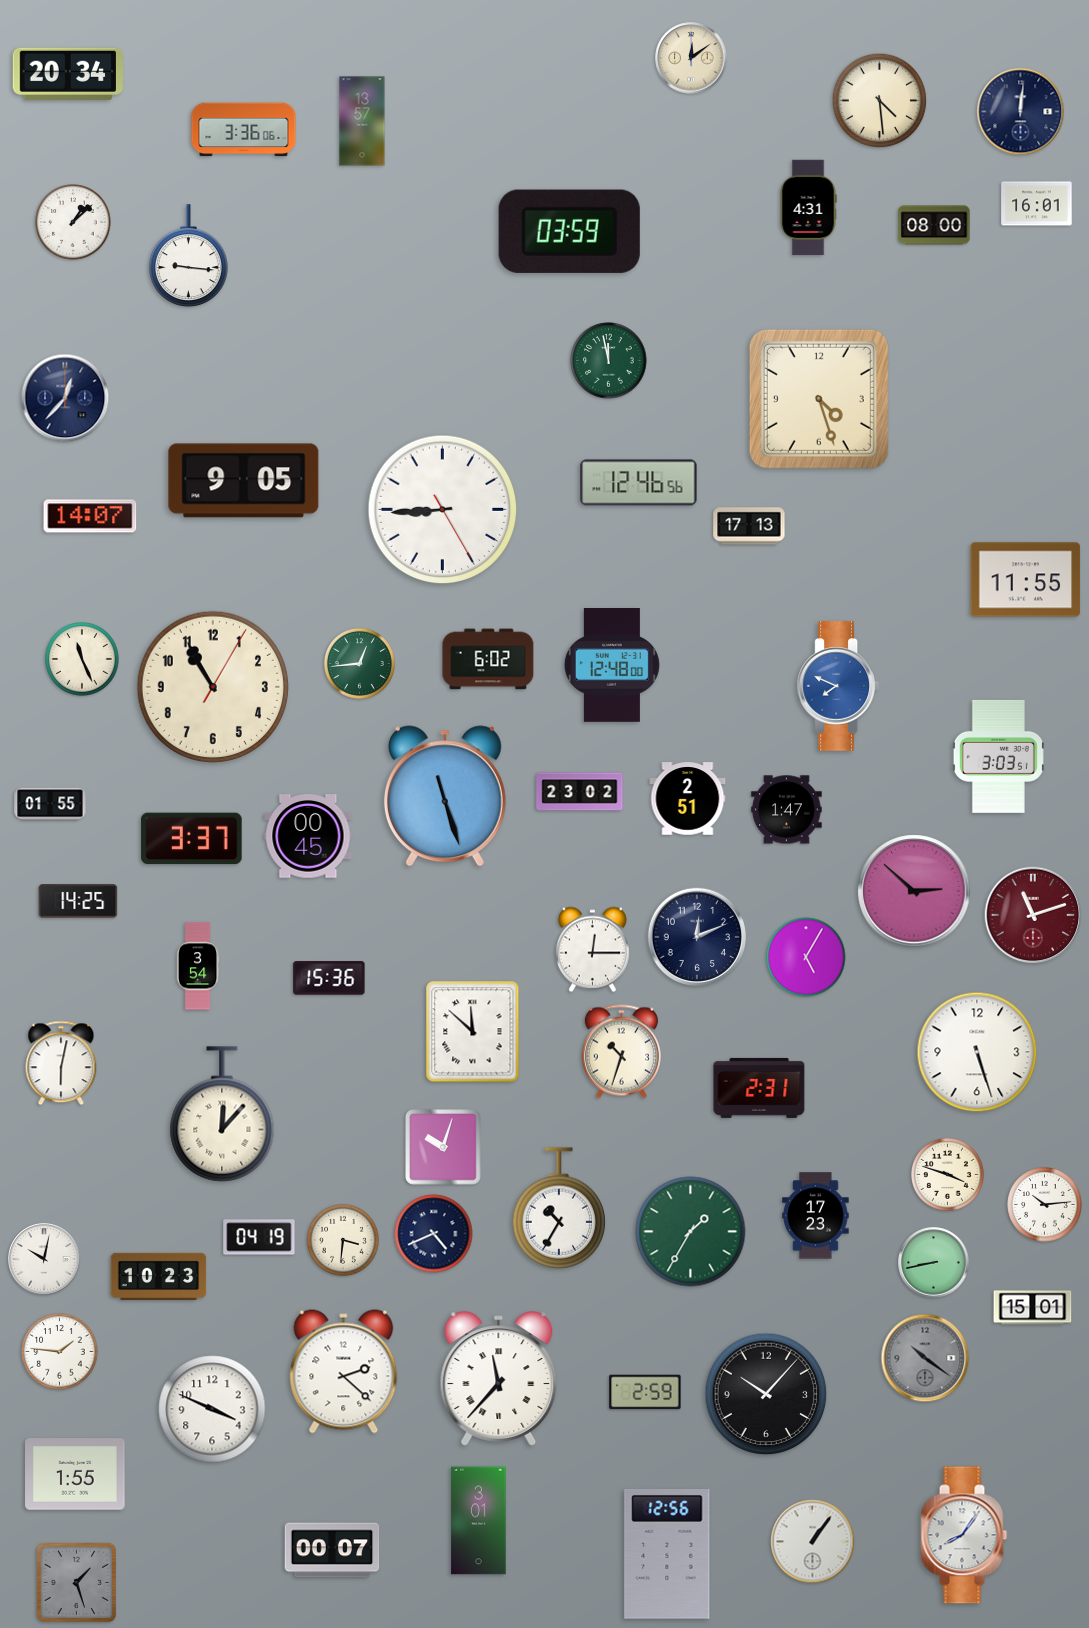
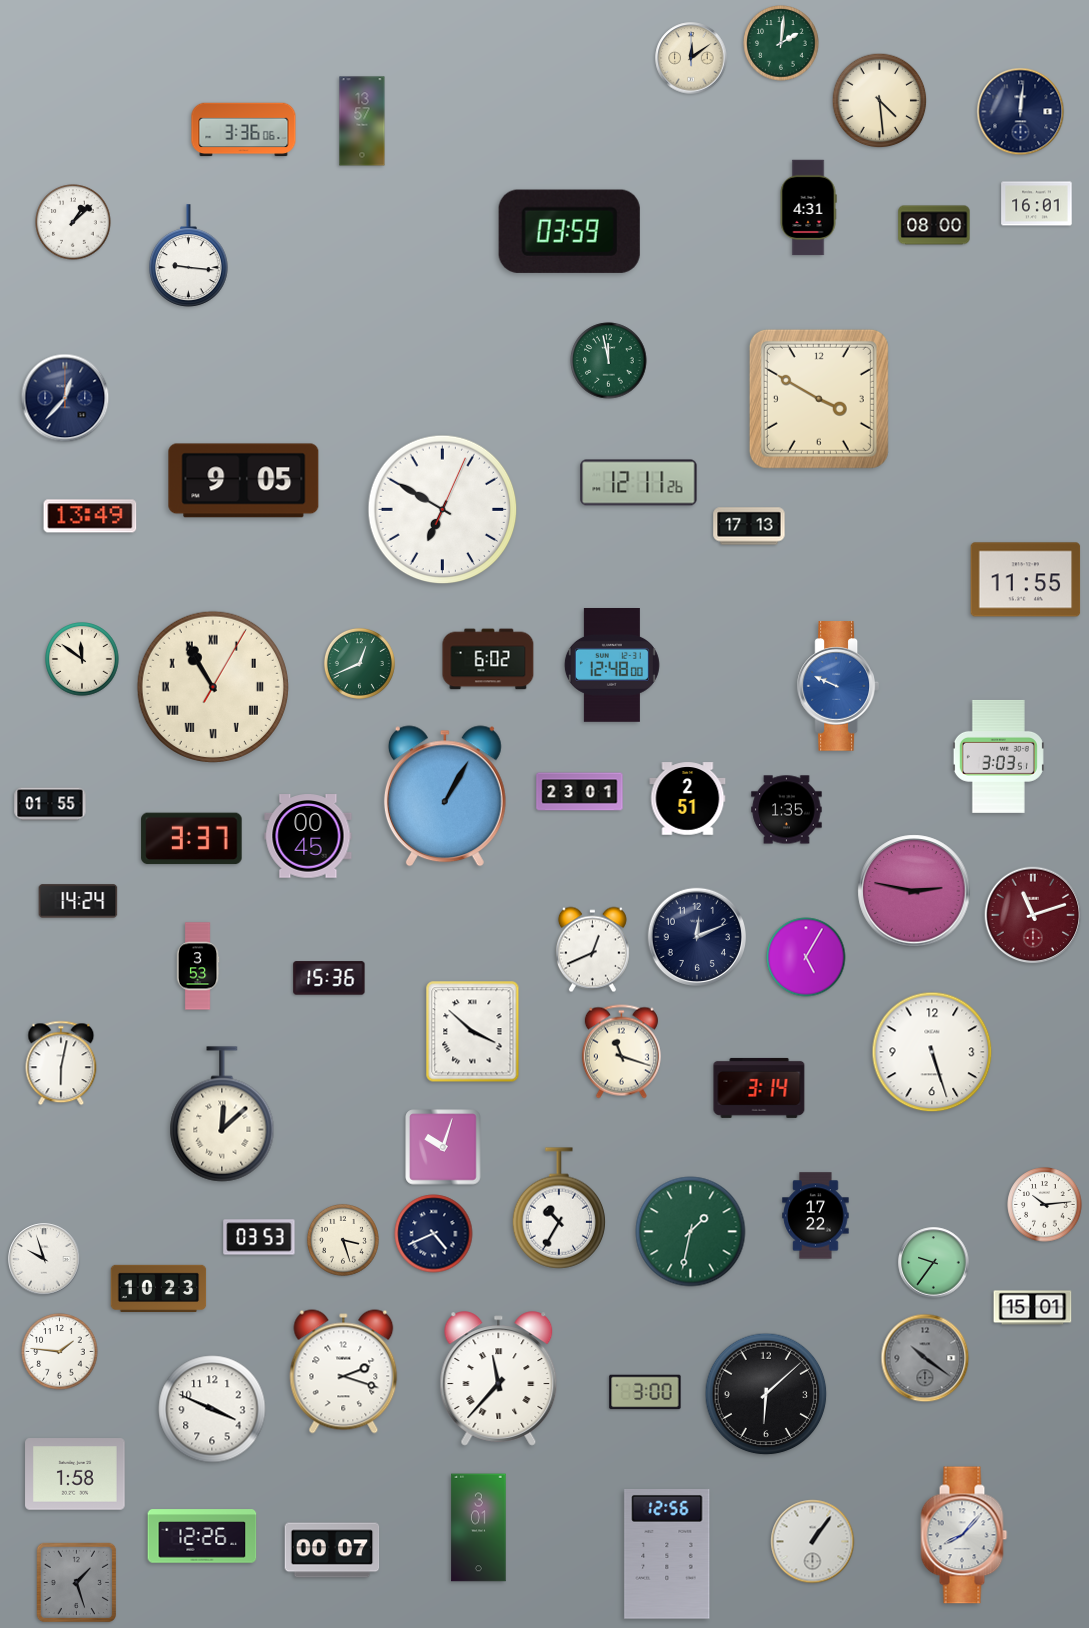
clock at (781, 43): none -> 2:01
clock at (67, 74): 20:34 -> none
clock at (819, 399): 4:27 -> 3:50
clock at (639, 483): 12:46 -> 12:11
clock at (443, 510): 8:44 -> 6:50
clock at (90, 516): 14:07 -> 13:49
clock at (82, 659): 11:26 -> 11:51
clock at (359, 663): 12:44 -> 12:41
clock at (837, 686): 7:49 -> 9:49
clock at (213, 687) numerals: Arabic -> Roman
clock at (580, 792): 23:02 -> 23:01
clock at (445, 796): 11:27 -> 1:05
clock at (787, 810): 1:47 -> 1:35
clock at (914, 891): 2:52 -> 2:47
clock at (78, 901): 14:25 -> 14:24
clock at (592, 950): 12:15 -> 12:41
clock at (198, 966): 3:54 -> 3:53
clock at (473, 1032): 11:52 -> 3:52
clock at (621, 1052): 10:33 -> 11:18
clock at (977, 1052) position: (977, 1052) -> (932, 1052)
clock at (759, 1088): 2:31 -> 3:14
clock at (222, 1114): 12:07 -> 12:08
clock at (948, 1175): 3:48 -> none
clock at (816, 1216): 17:23 -> 17:22
clock at (691, 1232): 1:35 -> 1:32
clock at (259, 1237): 04:19 -> 03:53
clock at (343, 1240): 3:31 -> 3:27
clock at (44, 1259): 10:02 -> 9:57
clock at (934, 1263): 8:43 -> 9:36
clock at (159, 1276) position: (159, 1276) -> (159, 1288)
clock at (344, 1372): 2:22 -> 2:18
clock at (645, 1392): 2:59 -> 3:00
clock at (766, 1394): 10:07 -> 6:08
clock at (75, 1474): 1:55 -> 1:58
clock at (479, 1521) position: (479, 1521) -> (479, 1528)
clock at (964, 1535): 8:06 -> 8:07
clock at (202, 1536): none -> 12:26
